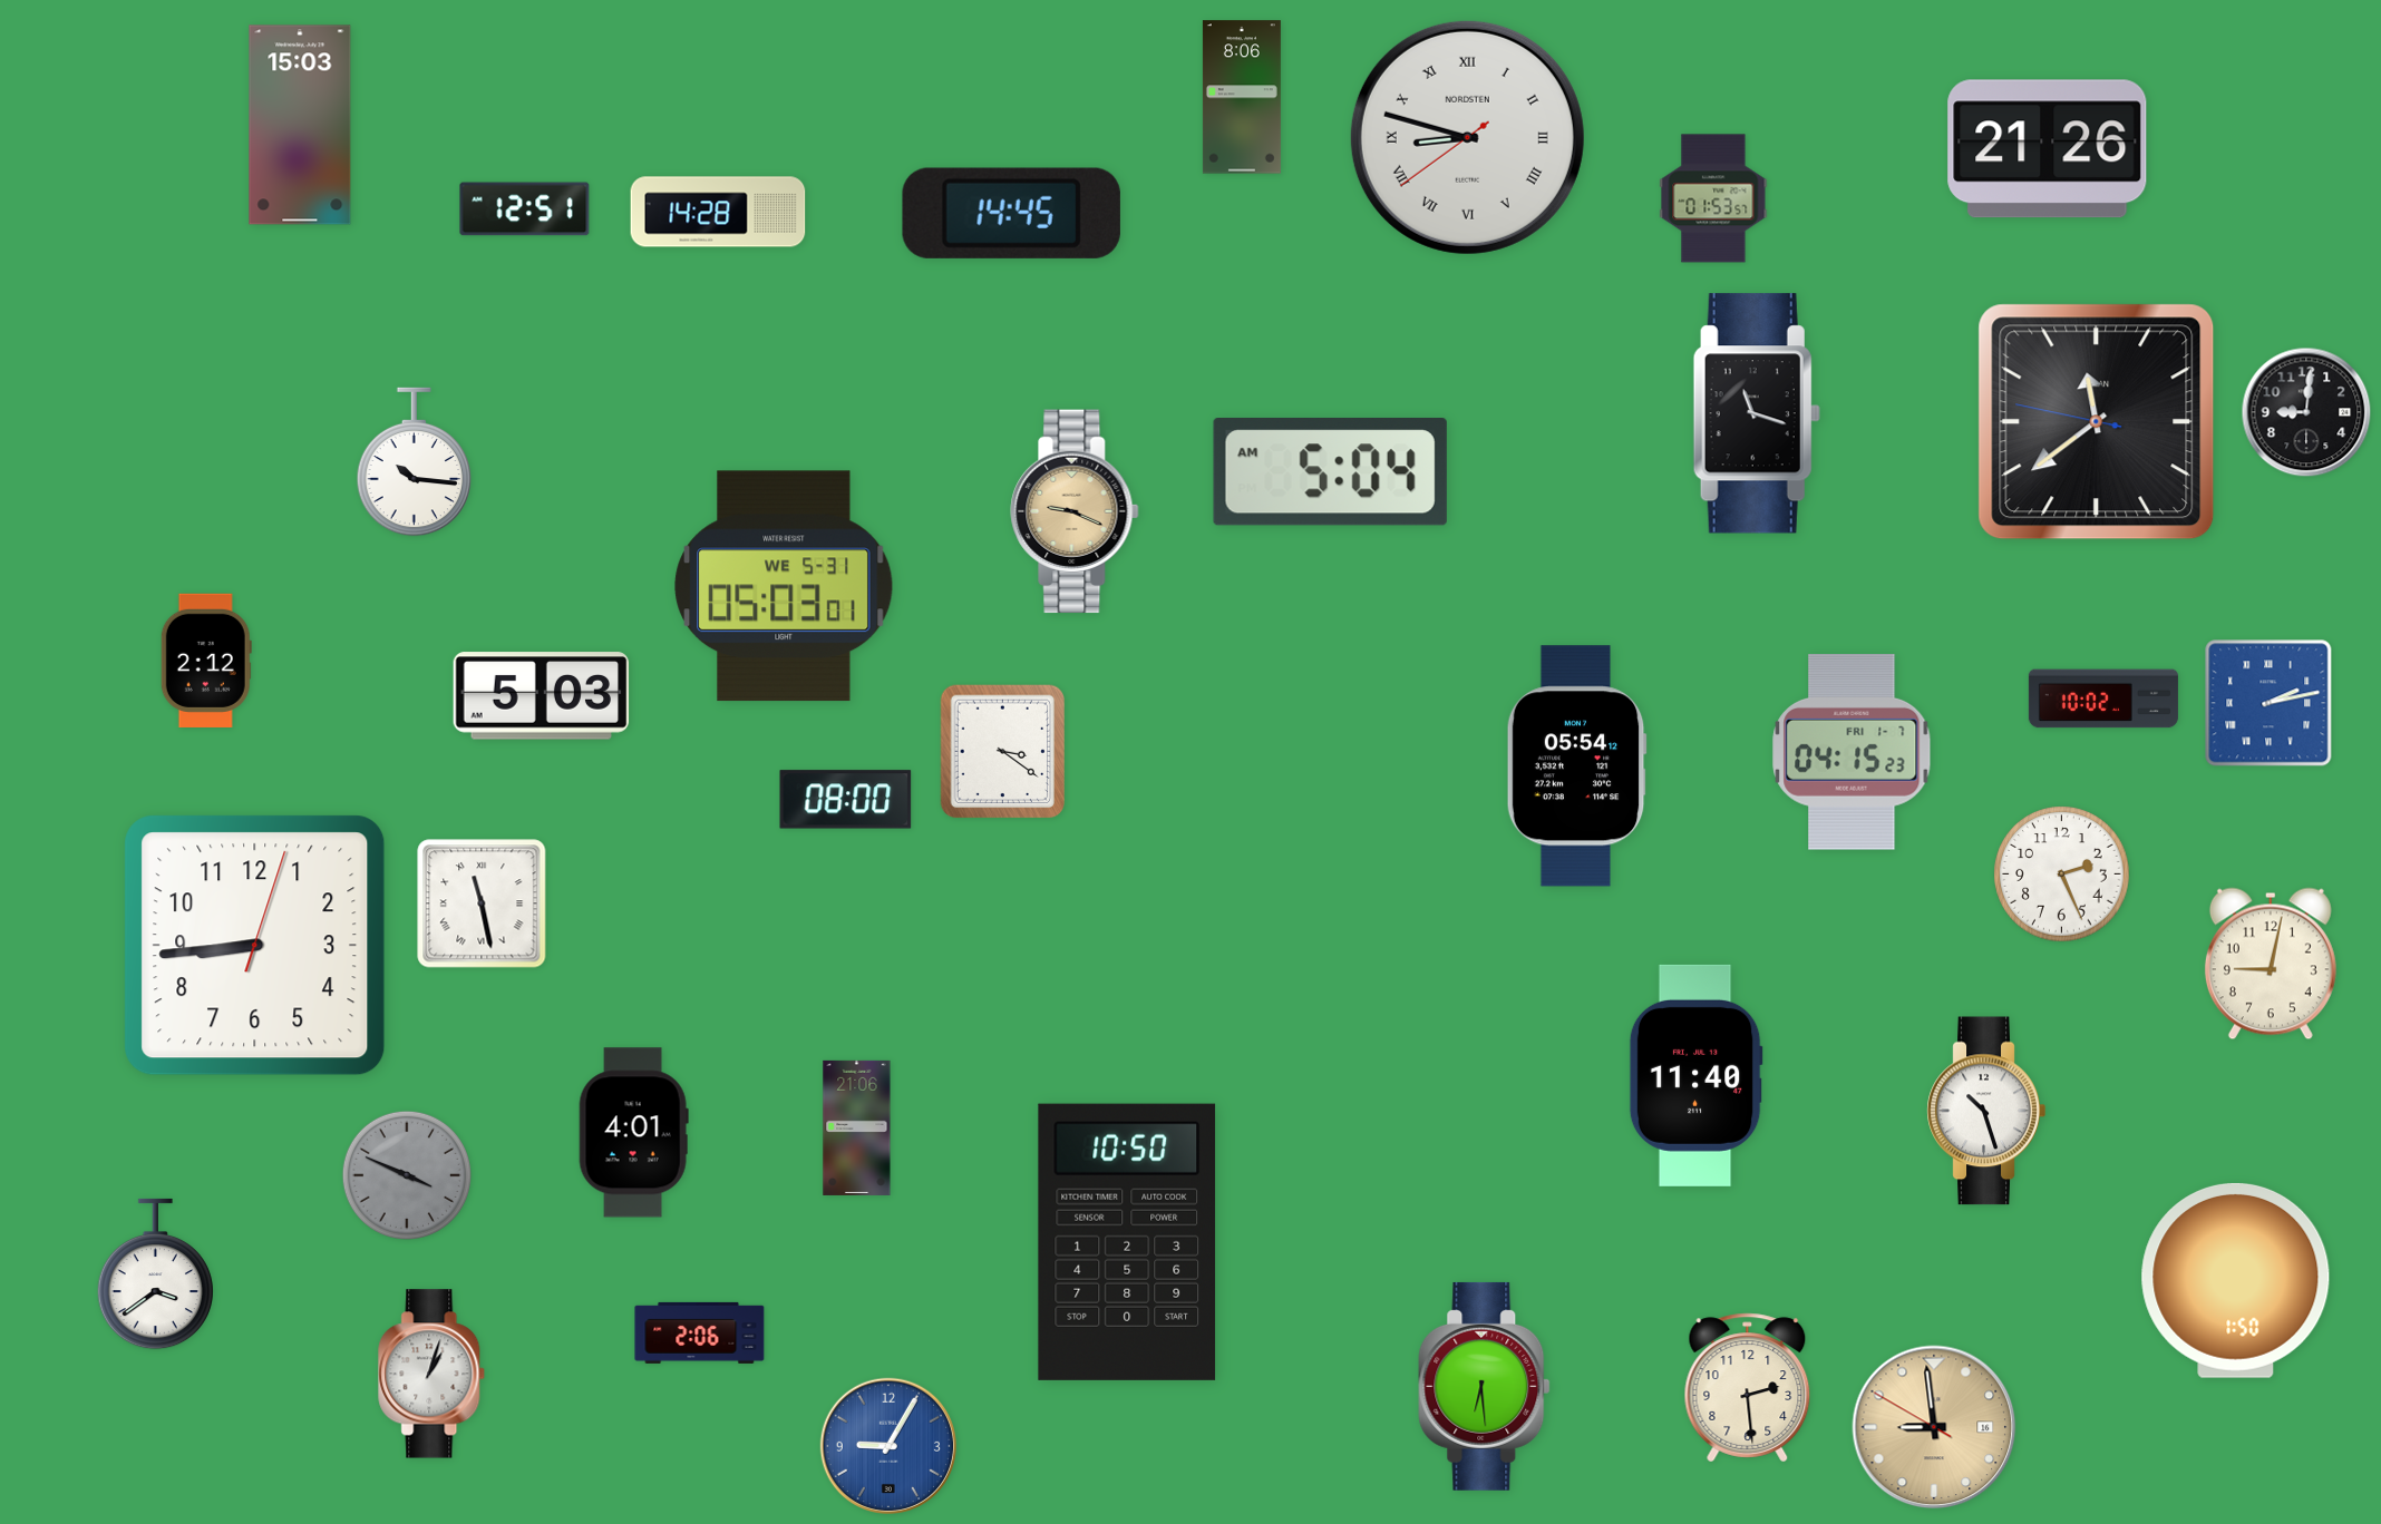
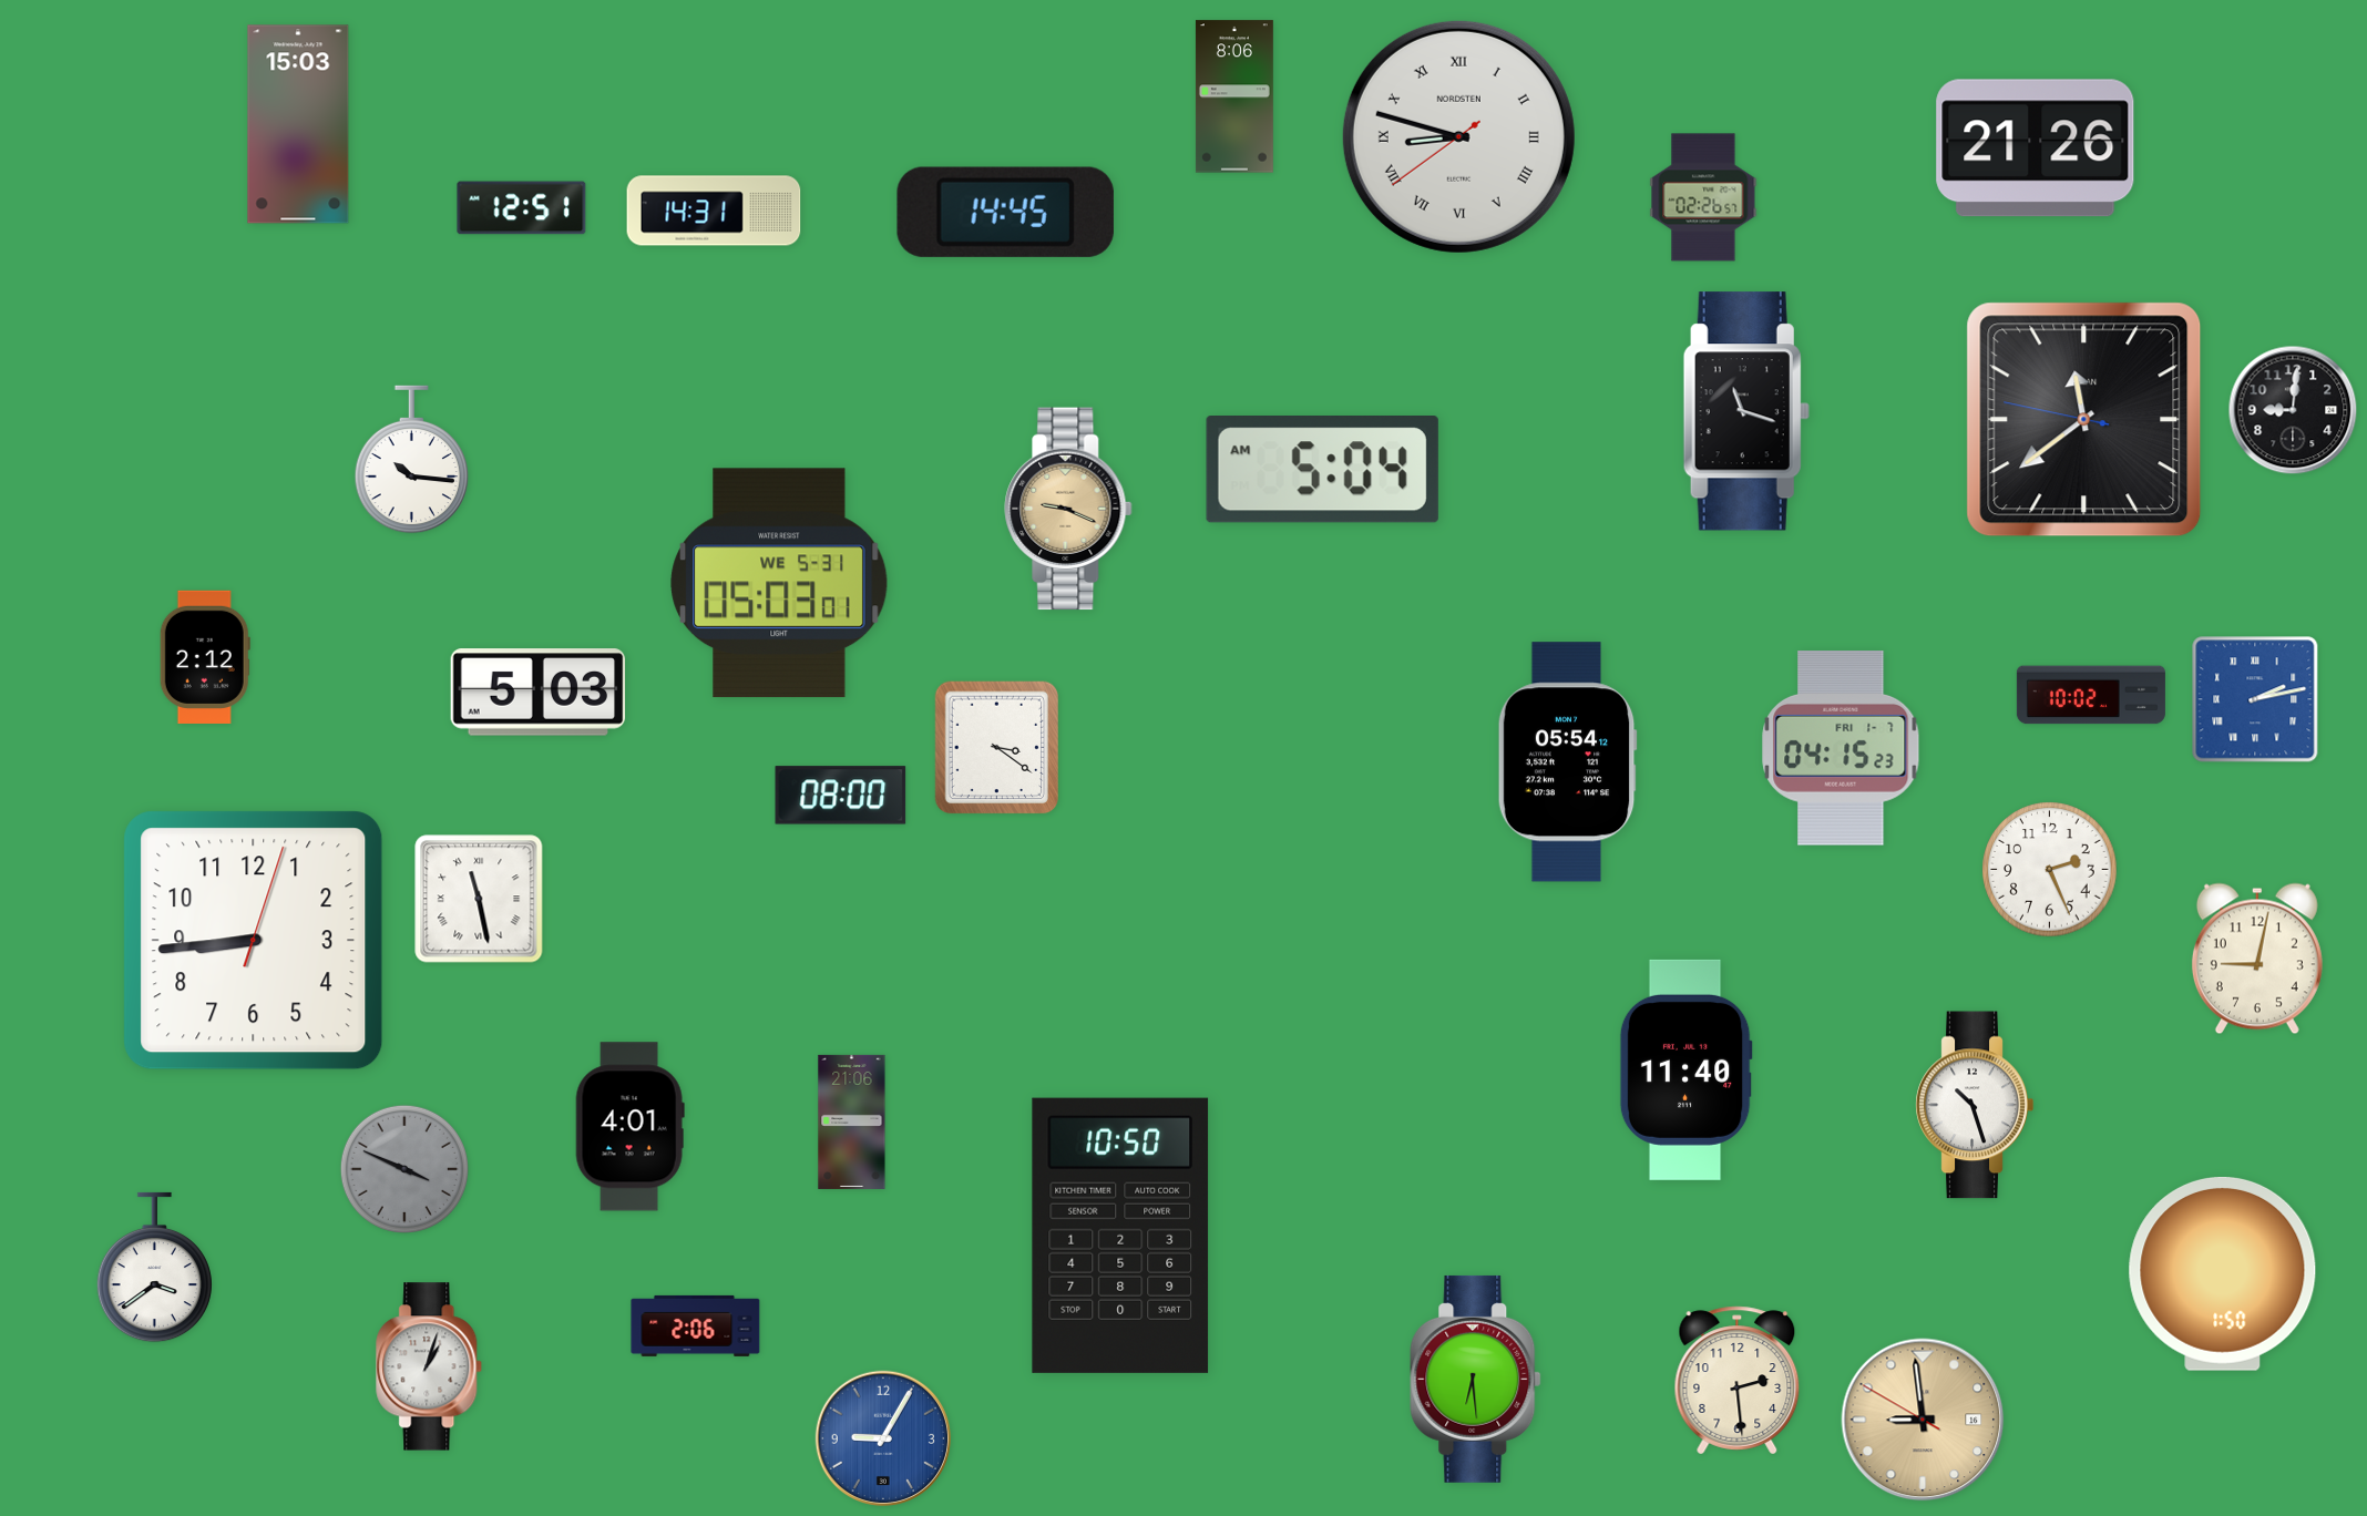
clock at (1713, 198): 01:53 -> 02:26
clock at (718, 212): 14:28 -> 14:31
